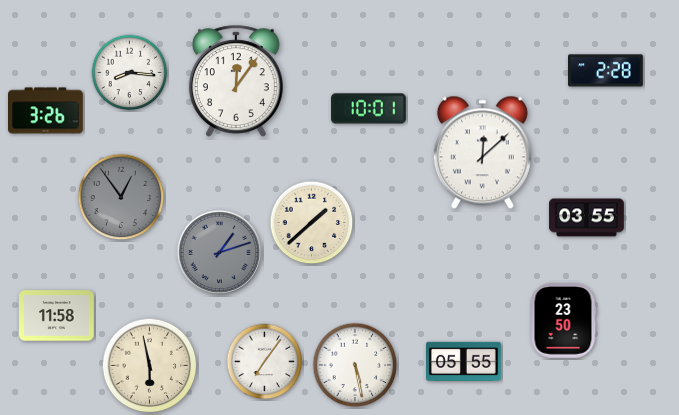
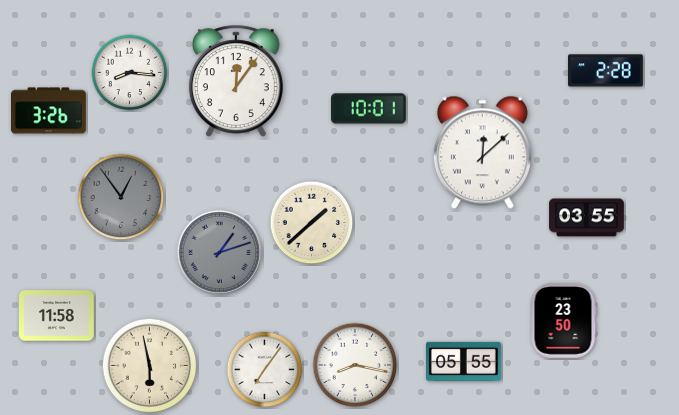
clock at (46, 111) position: (46, 111) -> (49, 111)
clock at (265, 362) position: (265, 362) -> (265, 370)
clock at (355, 365): 5:28 -> 8:17
